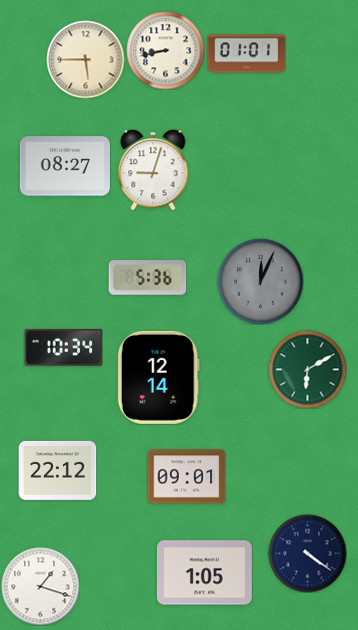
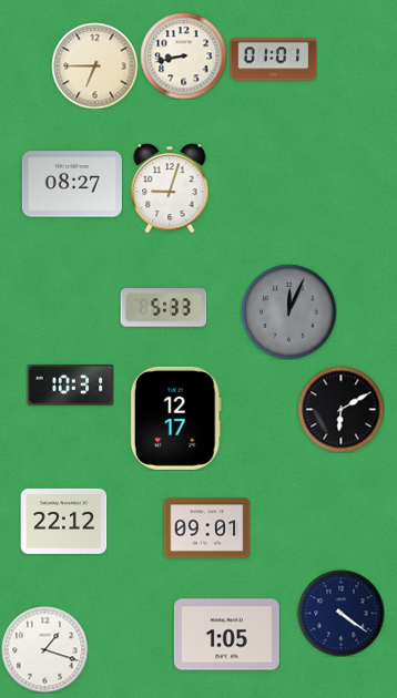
clock at (85, 59): 5:45 -> 6:45
clock at (147, 278): 5:36 -> 5:33
clock at (63, 347): 10:34 -> 10:31
clock at (307, 369) dial: green -> black
clock at (158, 377): 12:14 -> 12:17
